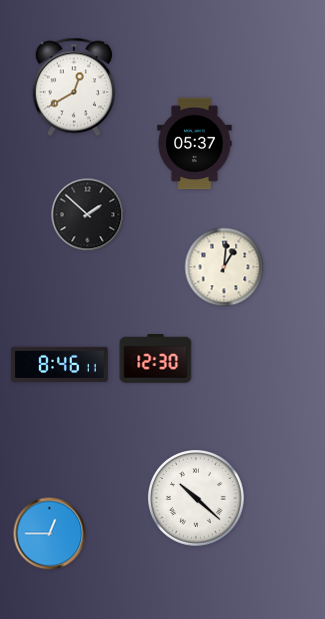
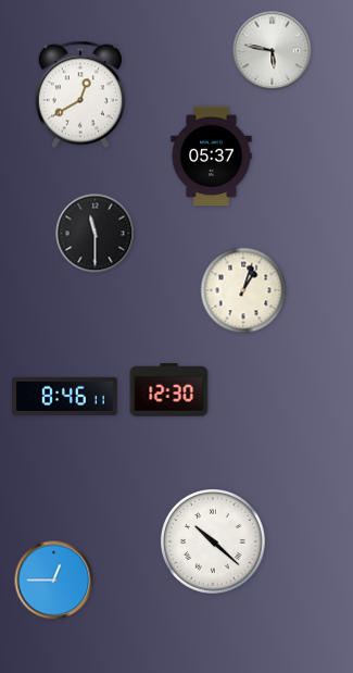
clock at (273, 51): none -> 5:47
clock at (88, 215): 1:52 -> 11:30
clock at (224, 267): 1:01 -> 1:03
